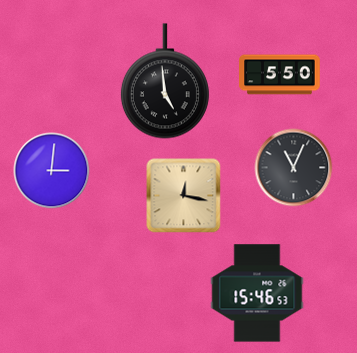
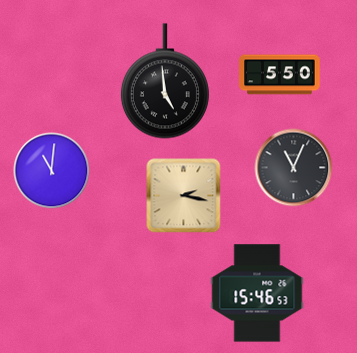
clock at (52, 171): 3:01 -> 11:01
clock at (184, 196): 12:17 -> 2:17
